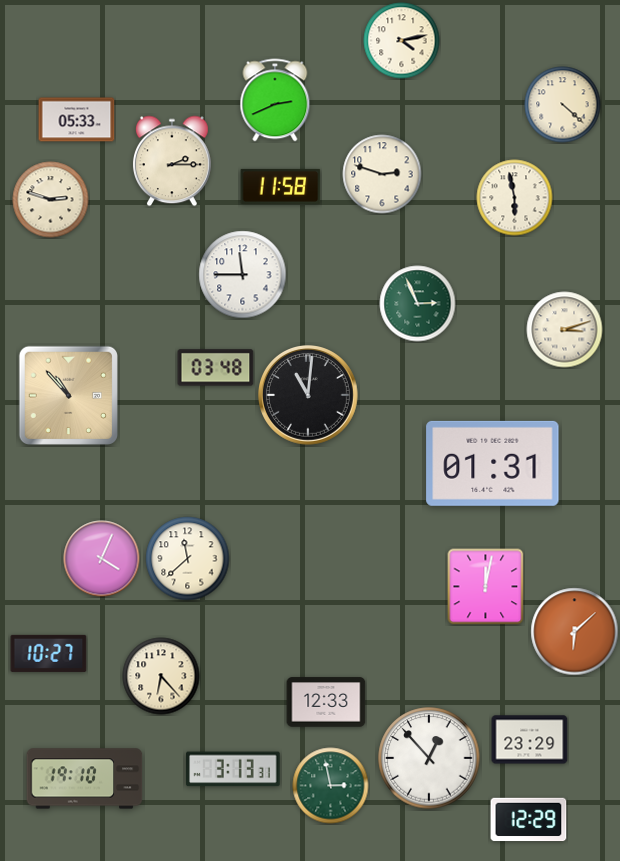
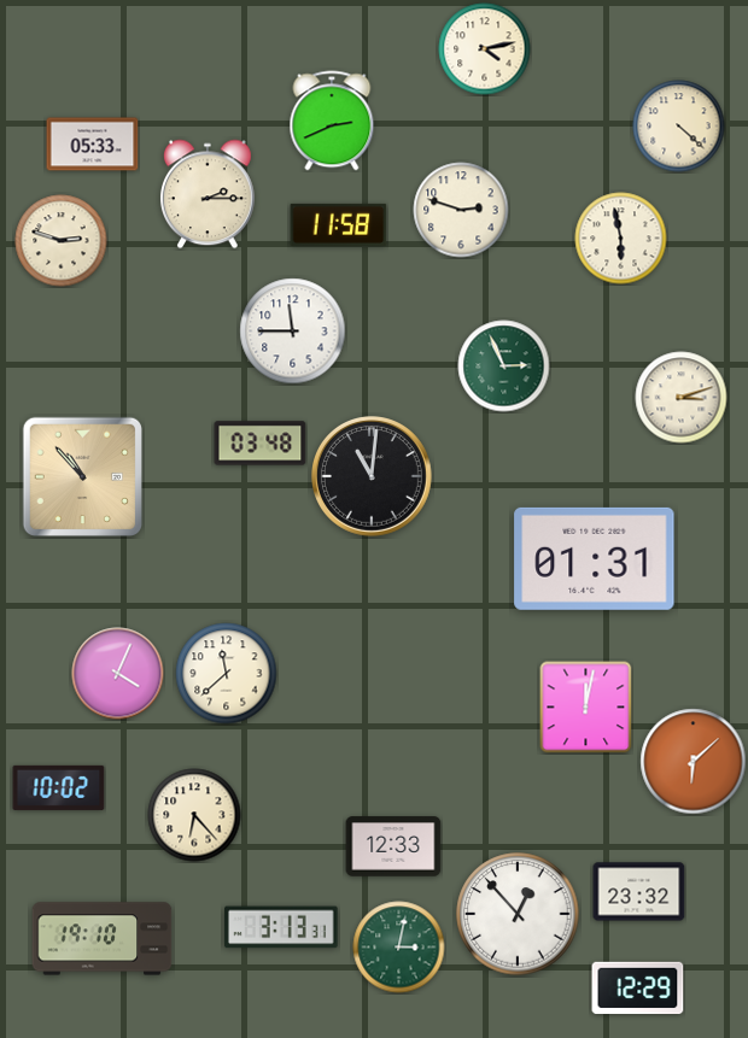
clock at (102, 559) position: (102, 559) -> (118, 674)
clock at (49, 653): 10:27 -> 10:02
clock at (530, 740): 23:29 -> 23:32
clock at (331, 786): 2:58 -> 3:02
